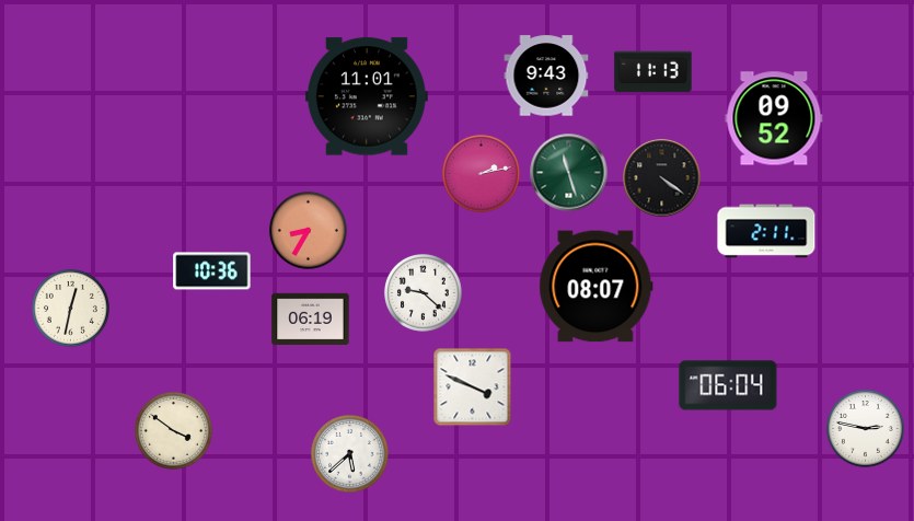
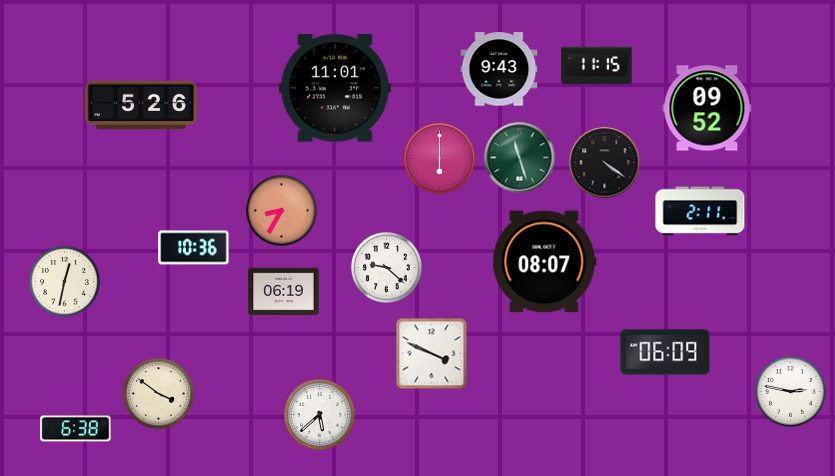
clock at (653, 72): 11:13 -> 11:15
clock at (141, 105): none -> 5:26
clock at (481, 173): 2:13 -> 6:00
clock at (728, 385): 06:04 -> 06:09
clock at (76, 429): none -> 6:38
